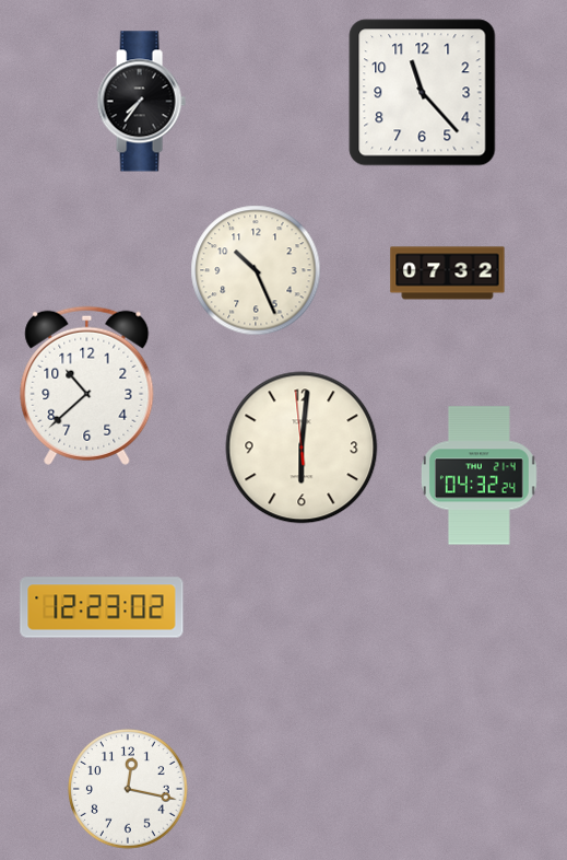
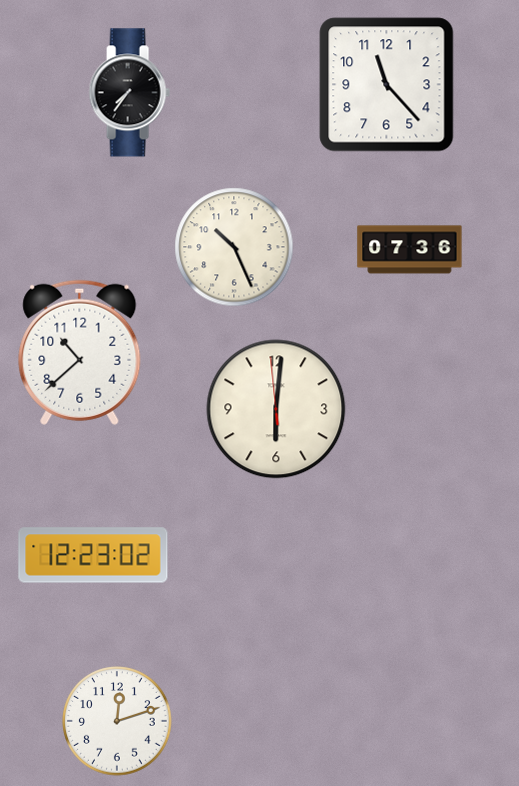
clock at (448, 274): 07:32 -> 07:36
clock at (480, 476): 04:32 -> none
clock at (128, 789): 12:17 -> 12:12
